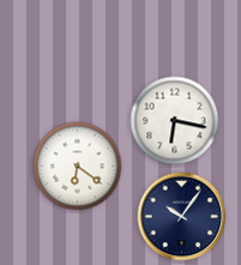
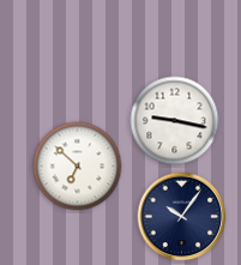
clock at (175, 121): 6:17 -> 9:17
clock at (78, 167): 6:21 -> 6:52
